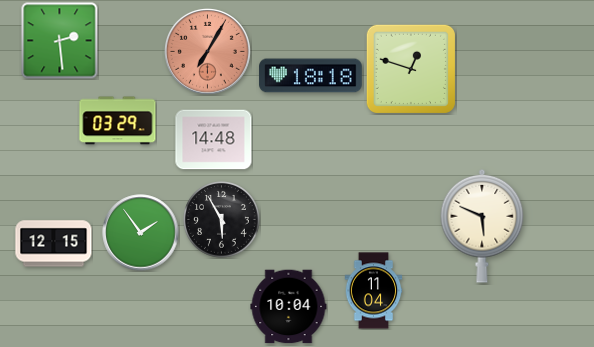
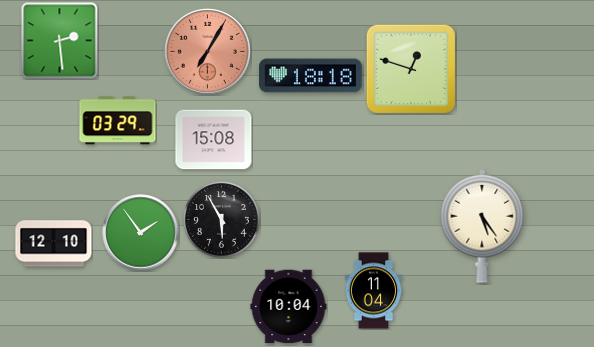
clock at (214, 140): 14:48 -> 15:08
clock at (482, 226): 5:49 -> 5:24
clock at (54, 244): 12:15 -> 12:10
